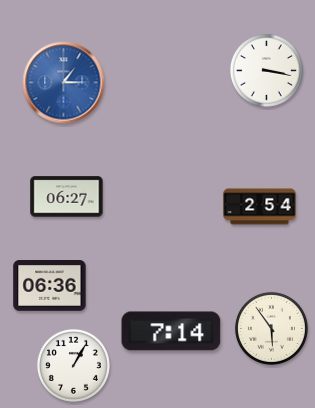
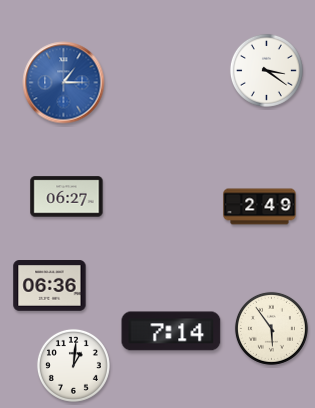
clock at (266, 70): 3:17 -> 3:21
clock at (260, 207): 2:54 -> 2:49
clock at (73, 365): 1:05 -> 1:01
